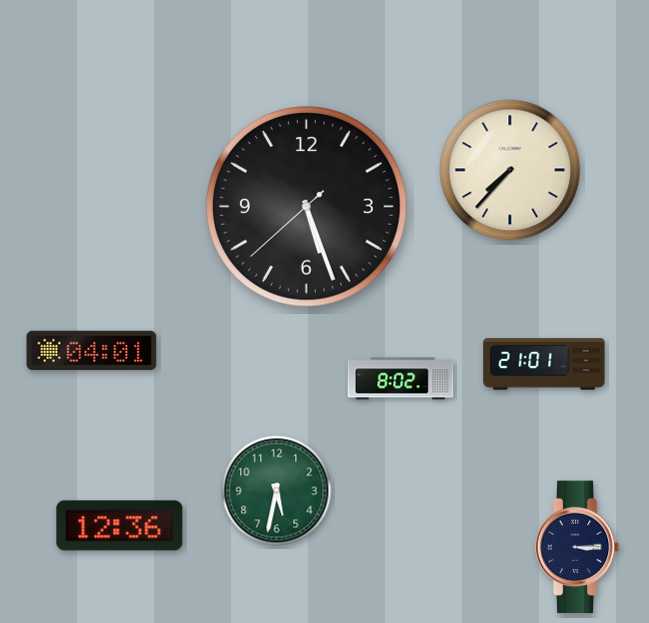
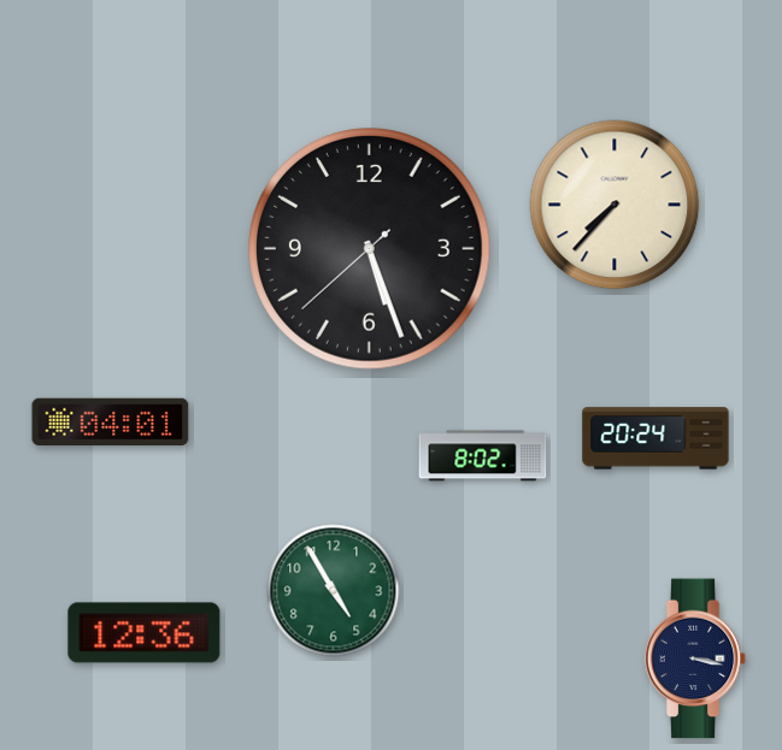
clock at (544, 364): 21:01 -> 20:24
clock at (277, 491): 5:32 -> 4:55
clock at (577, 547): 3:15 -> 3:17
